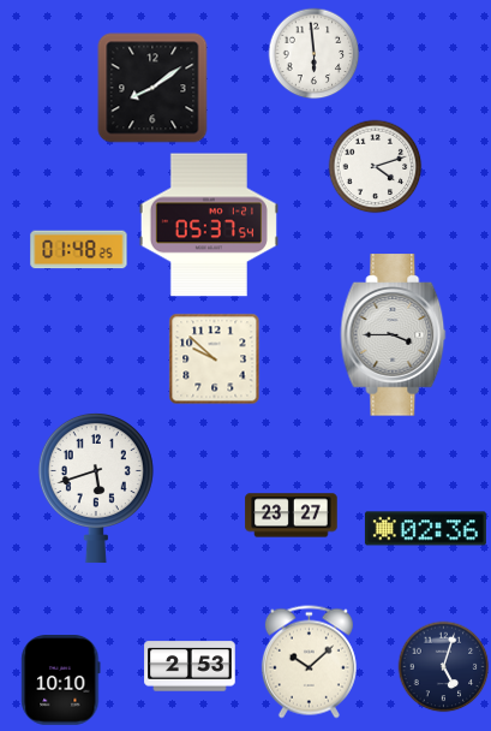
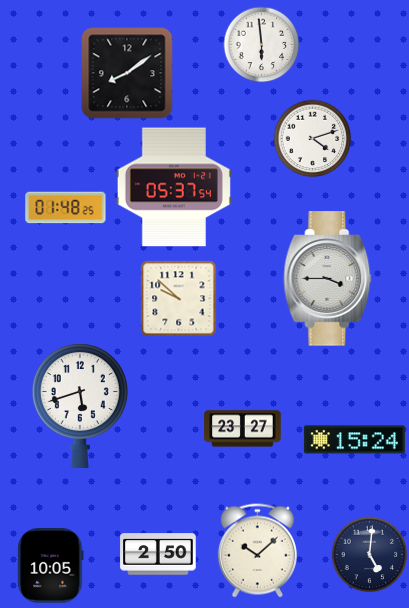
clock at (425, 529): 02:36 -> 15:24
clock at (190, 666): 2:53 -> 2:50
clock at (444, 667): 5:03 -> 5:01
clock at (61, 681): 10:10 -> 10:05
